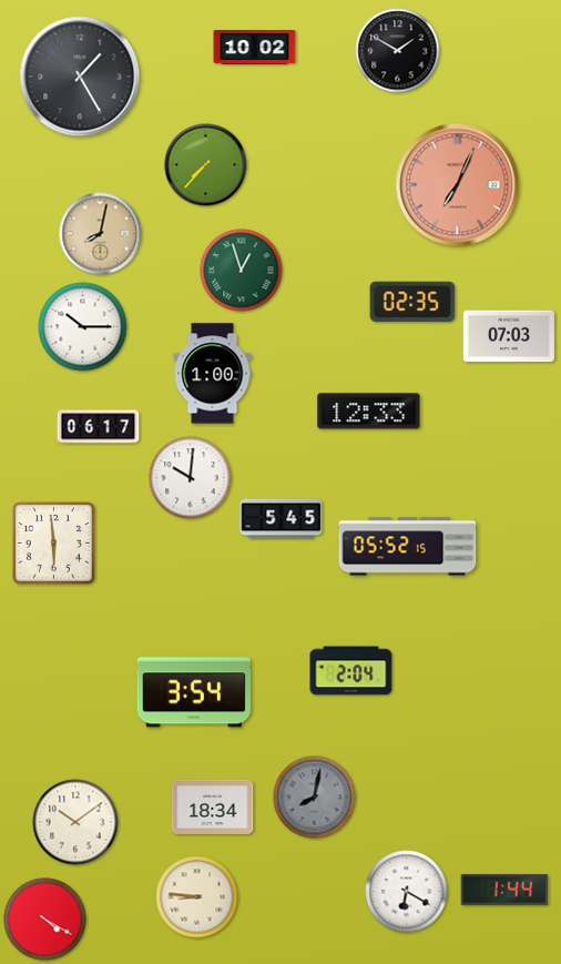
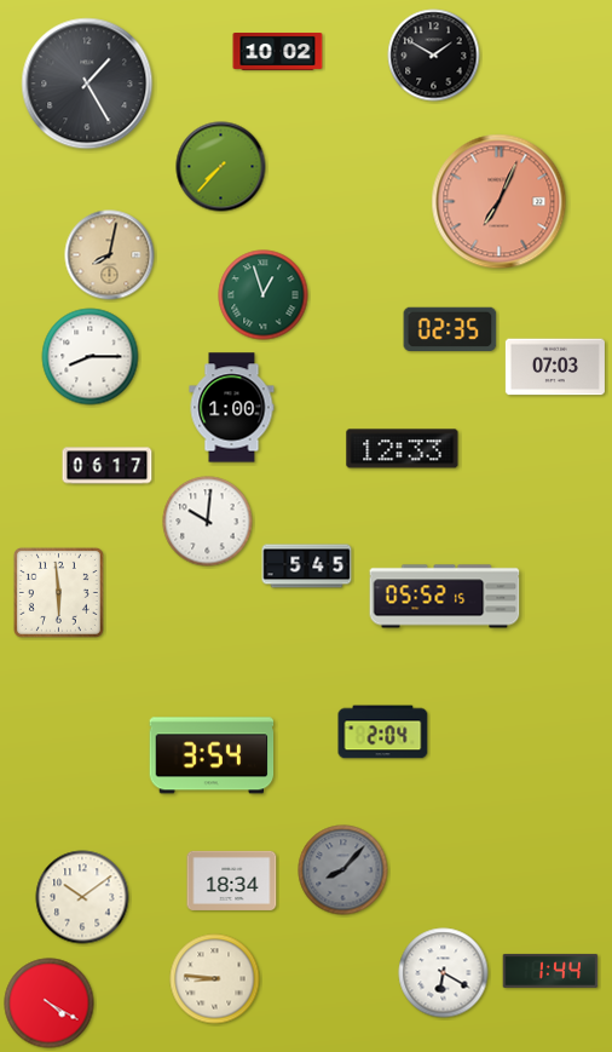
clock at (206, 165) position: (206, 165) -> (221, 167)
clock at (83, 327): 10:15 -> 8:15
clock at (315, 798): 8:02 -> 8:07
